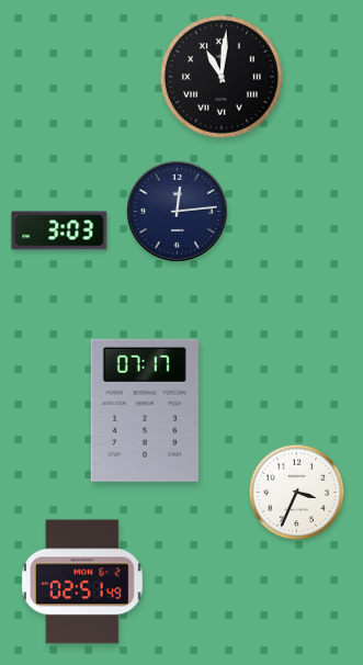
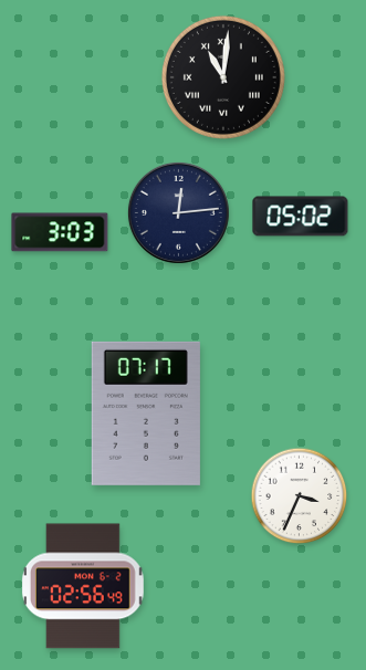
clock at (301, 217): none -> 05:02
clock at (82, 582): 02:51 -> 02:56
